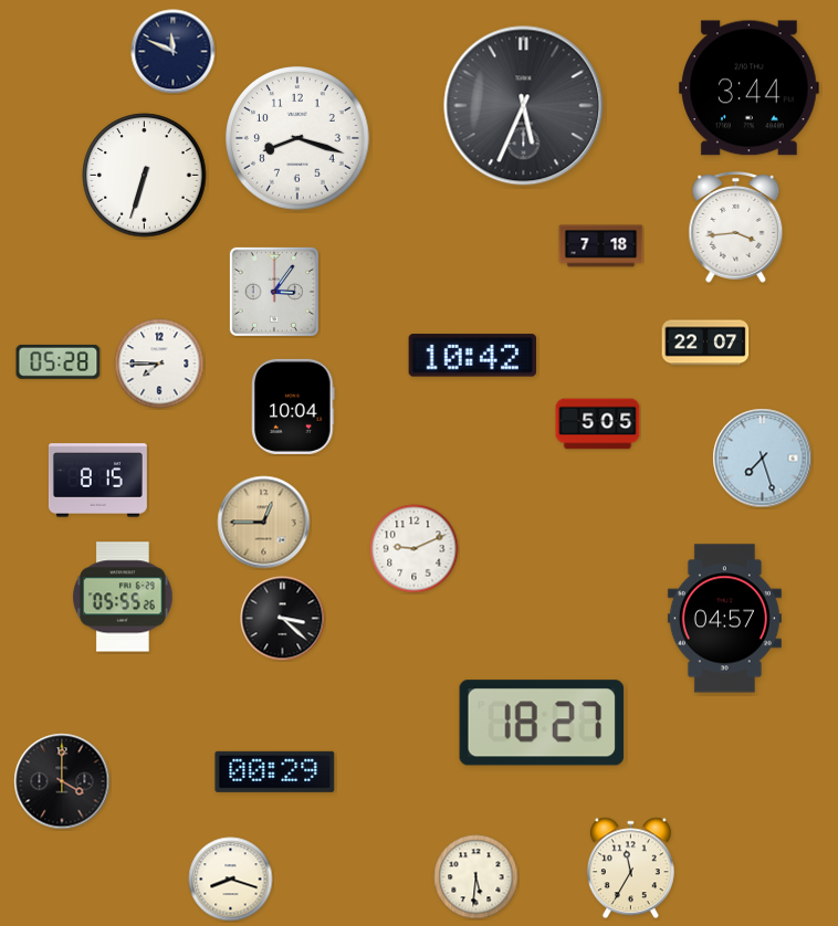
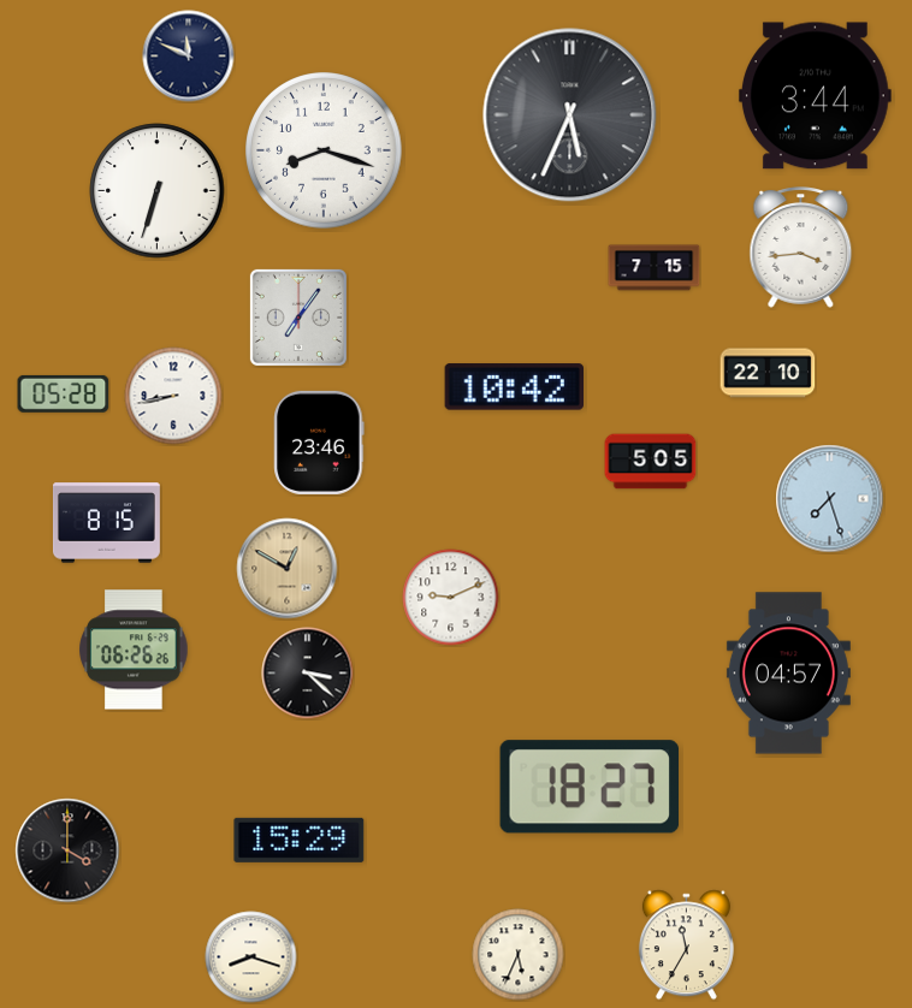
clock at (601, 246): 7:18 -> 7:15
clock at (274, 292): 3:06 -> 7:06
clock at (705, 343): 22:07 -> 22:10
clock at (159, 364): 7:45 -> 8:43
clock at (293, 407): 10:04 -> 23:46
clock at (264, 523): 12:45 -> 12:50
clock at (123, 597): 05:55 -> 06:26
clock at (275, 771): 00:29 -> 15:29
clock at (476, 877): 5:31 -> 5:34
